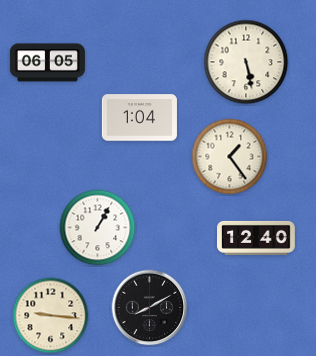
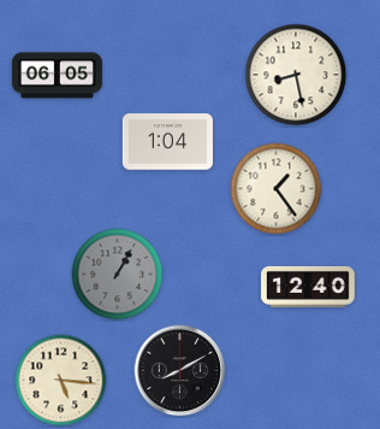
clock at (246, 62): 5:28 -> 8:28
clock at (98, 228) dial: white -> grey
clock at (51, 316): 9:16 -> 5:16
